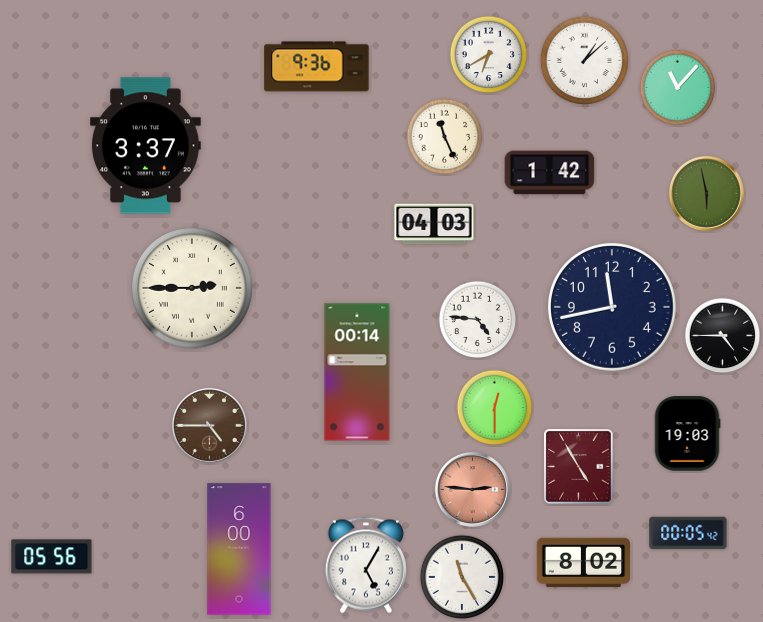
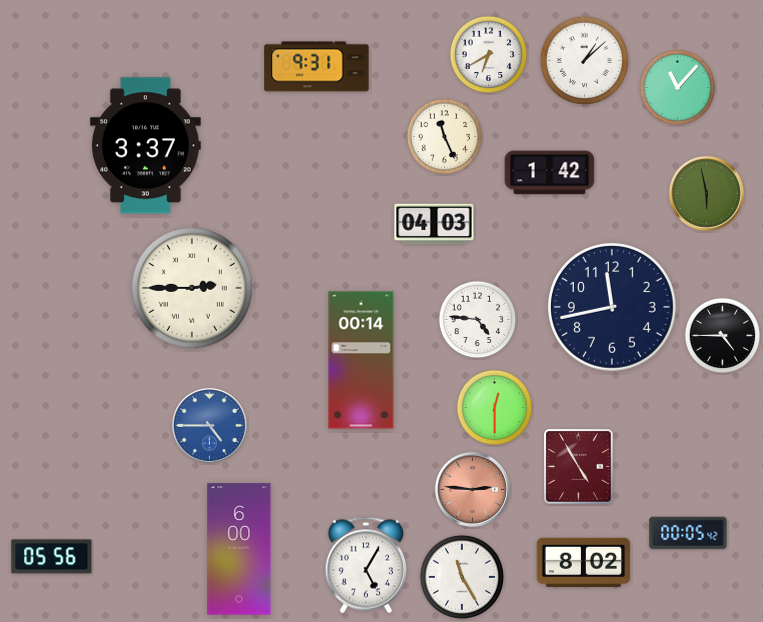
clock at (317, 67): 9:36 -> 9:31
clock at (357, 372) position: (357, 372) -> (361, 360)
clock at (209, 425) dial: brown -> blue
clock at (687, 434): 19:03 -> none
